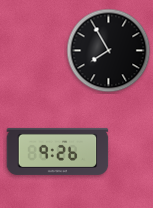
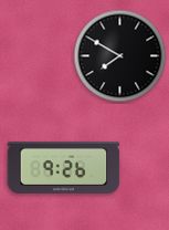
clock at (109, 51): 7:55 -> 7:50
